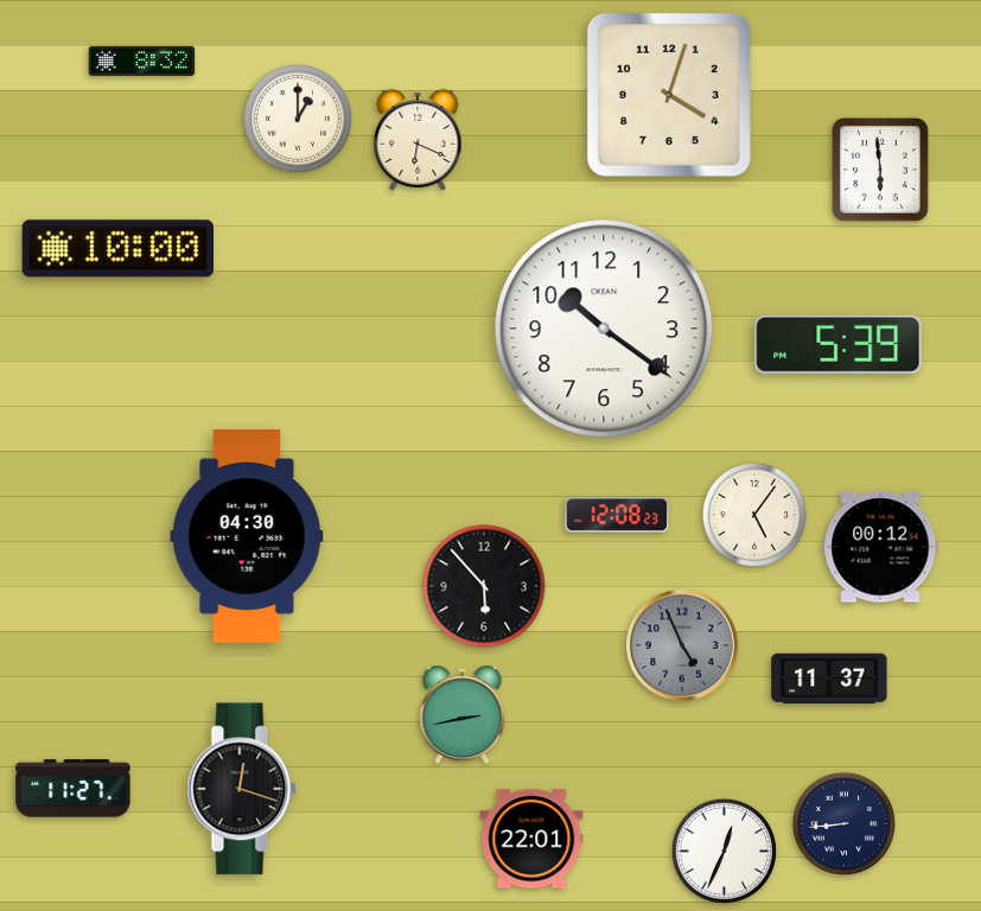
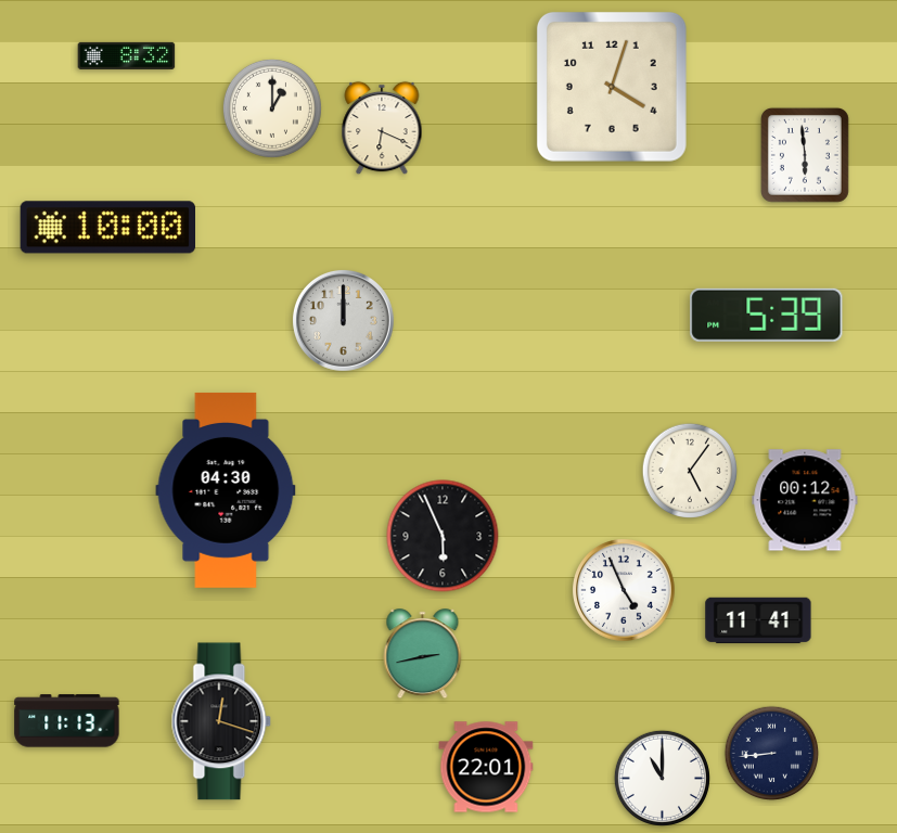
clock at (142, 60) position: (142, 60) -> (127, 55)
clock at (604, 329): 10:21 -> none
clock at (344, 321): none -> 12:00
clock at (617, 515): 12:08 -> none
clock at (484, 586): 5:53 -> 5:56
clock at (683, 646) dial: grey -> white
clock at (829, 679): 11:37 -> 11:41
clock at (74, 789): 11:27 -> 11:13
clock at (724, 851): 12:34 -> 11:00
